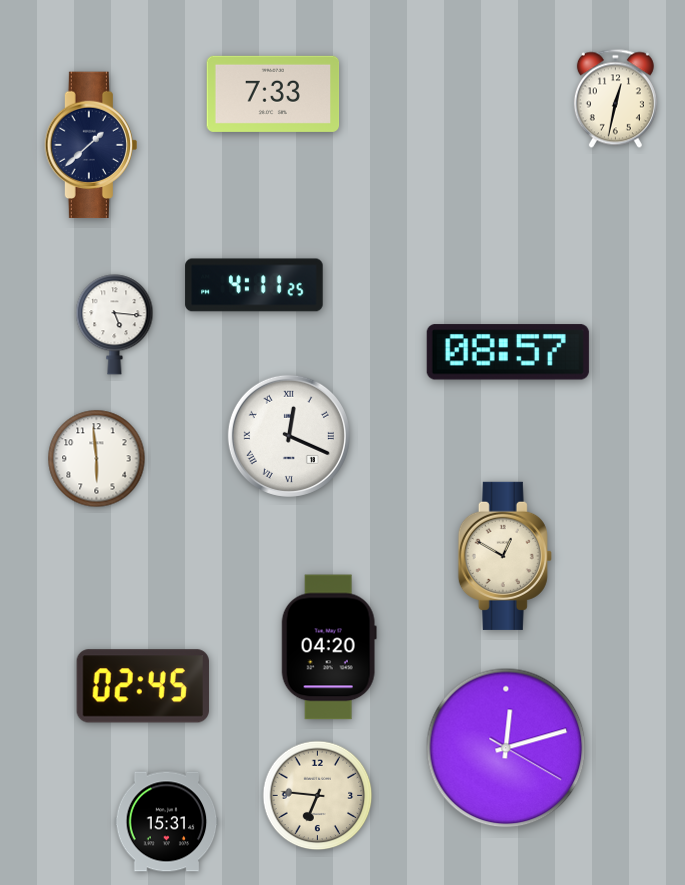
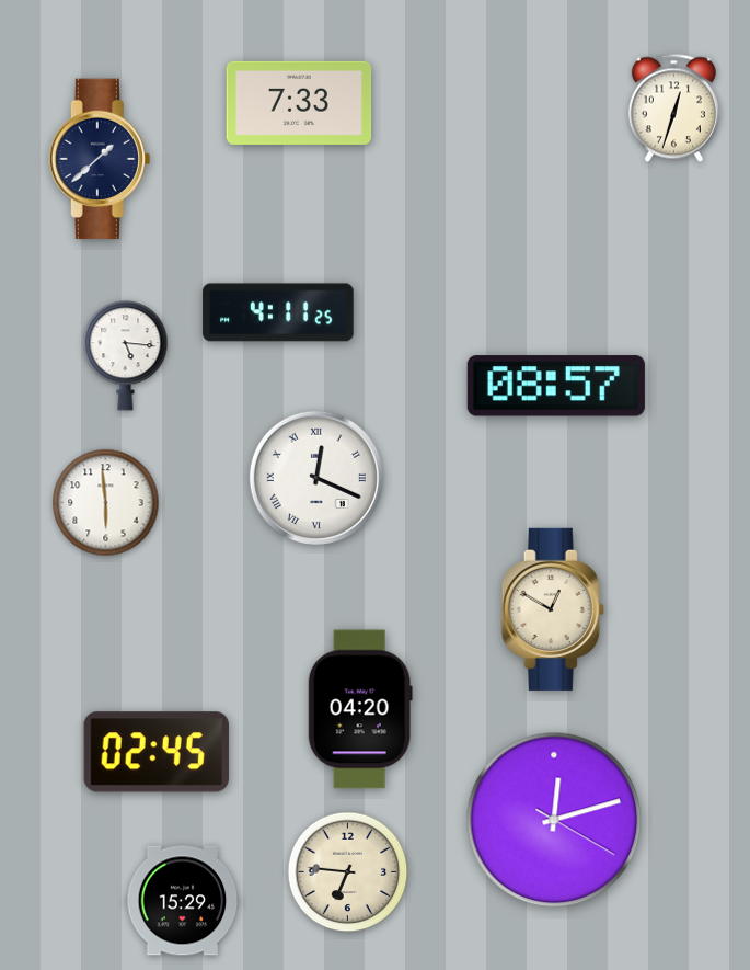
clock at (615, 99): 12:32 -> 12:33
clock at (167, 822): 15:31 -> 15:29
